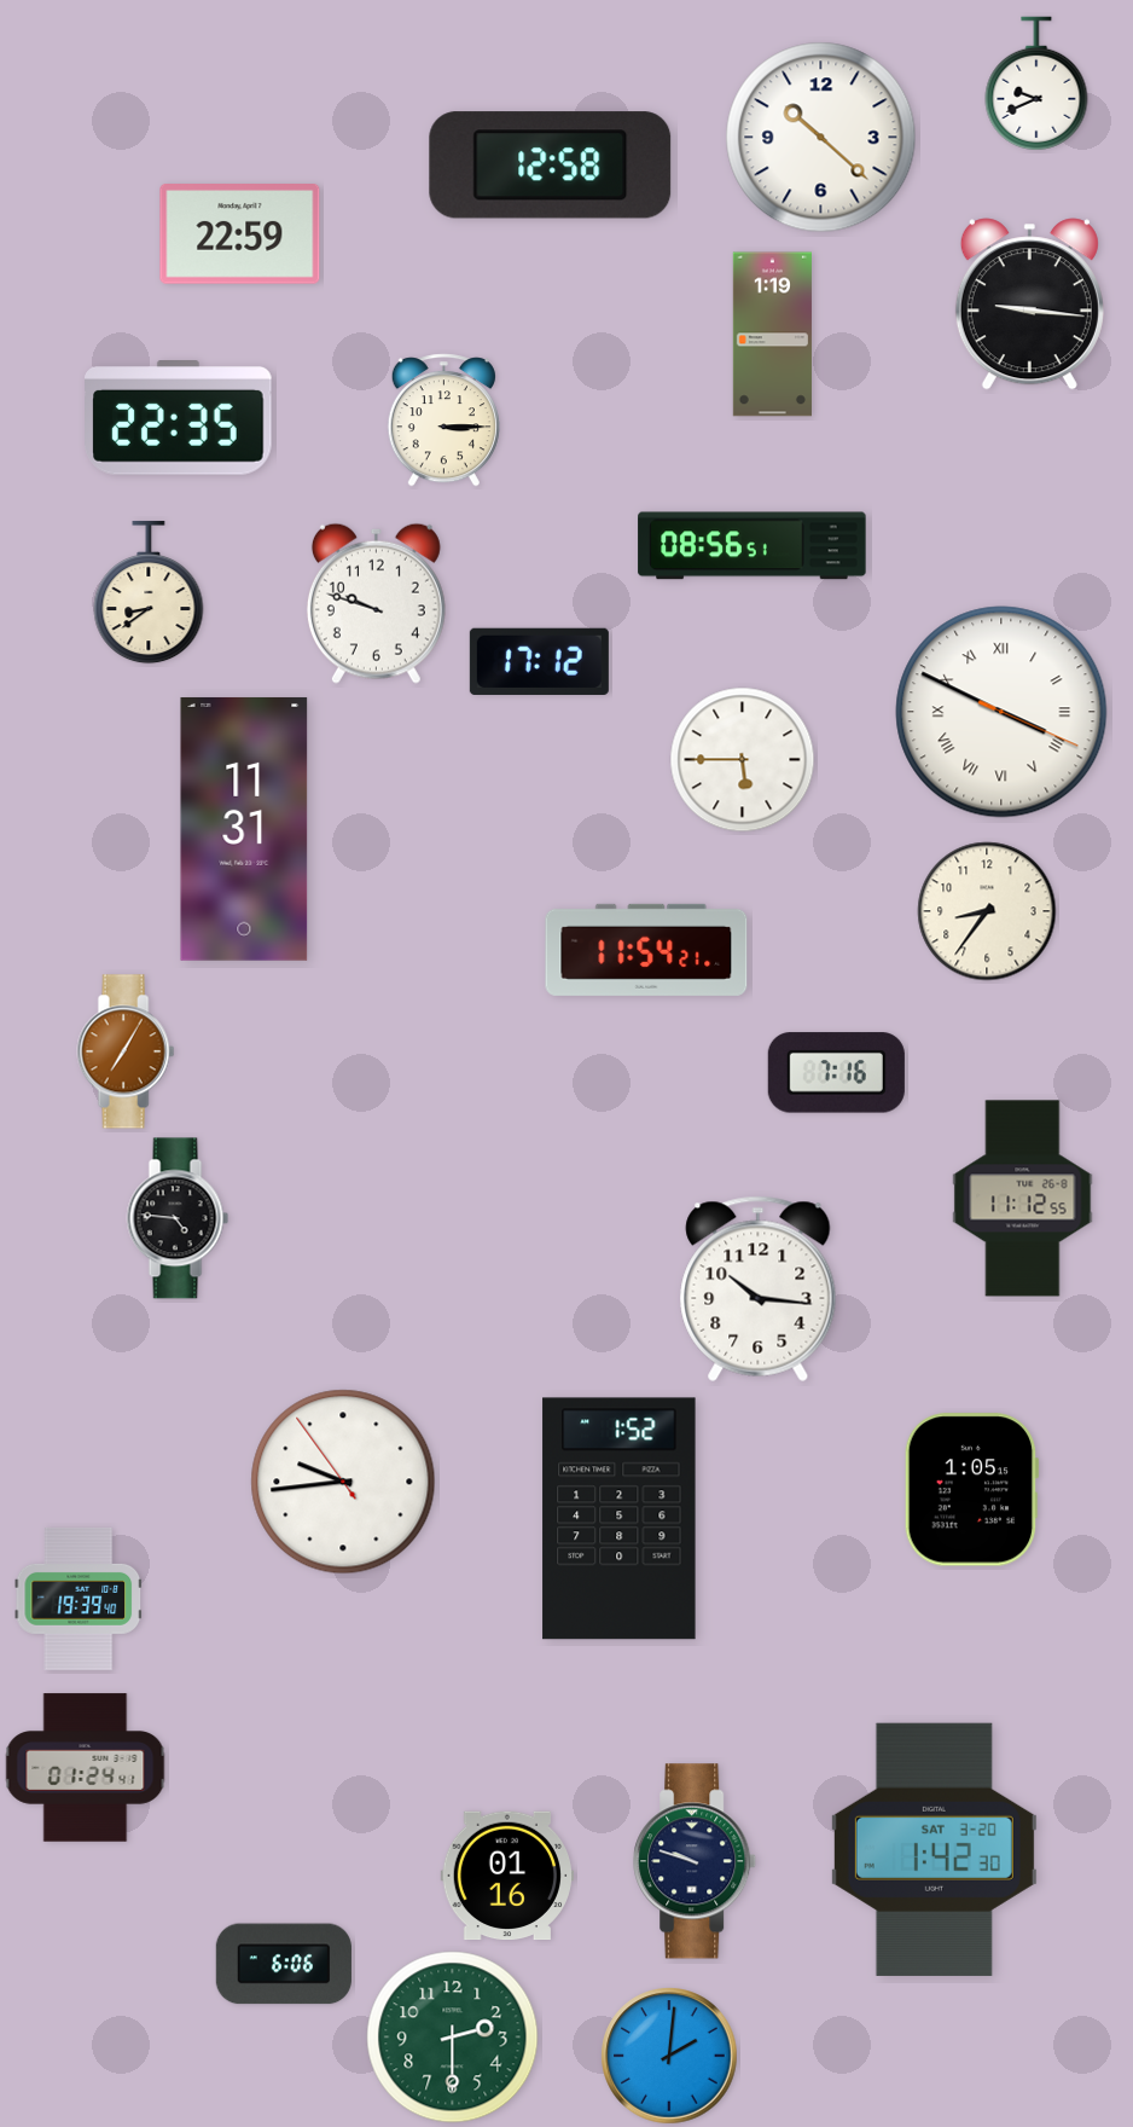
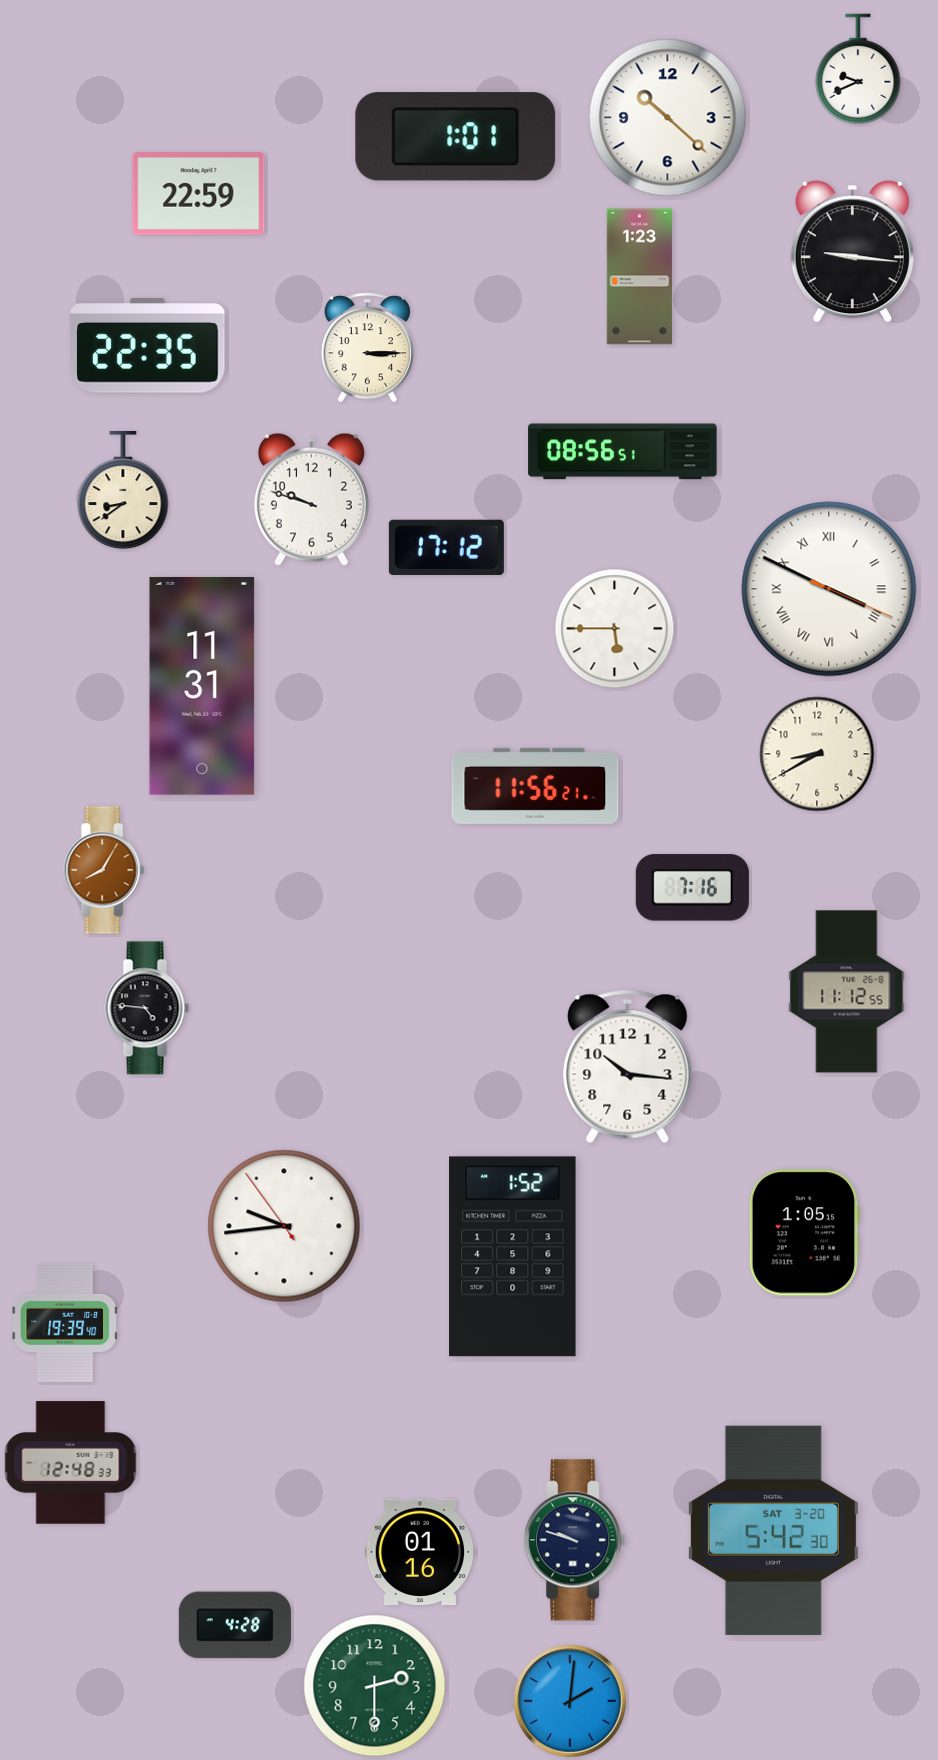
clock at (821, 138) position: (821, 138) -> (668, 118)
clock at (551, 166): 12:58 -> 1:01
clock at (772, 335): 1:19 -> 1:23
clock at (987, 911): 8:36 -> 8:40
clock at (646, 950): 11:54 -> 11:56
clock at (126, 1051): 7:05 -> 8:05
clock at (86, 1768): 01:24 -> 12:48
clock at (934, 1849): 1:42 -> 5:42
clock at (284, 1964): 6:06 -> 4:28
clock at (669, 2056) position: (669, 2056) -> (570, 1701)
